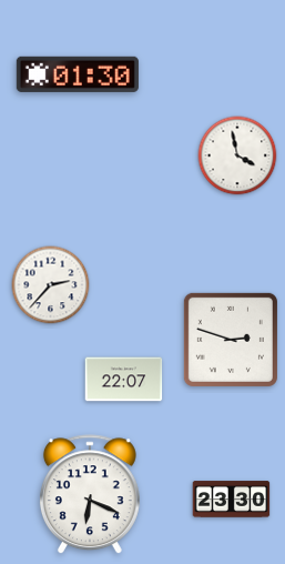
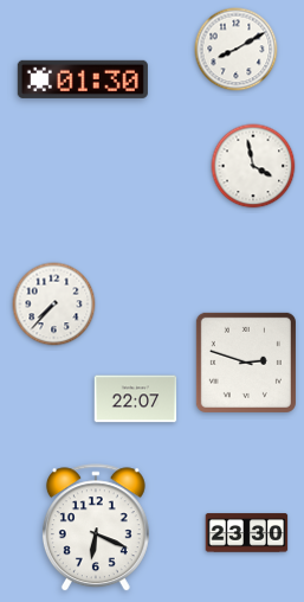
clock at (237, 50): none -> 8:10
clock at (51, 285): 2:37 -> 7:37
clock at (124, 380) position: (124, 380) -> (136, 399)
